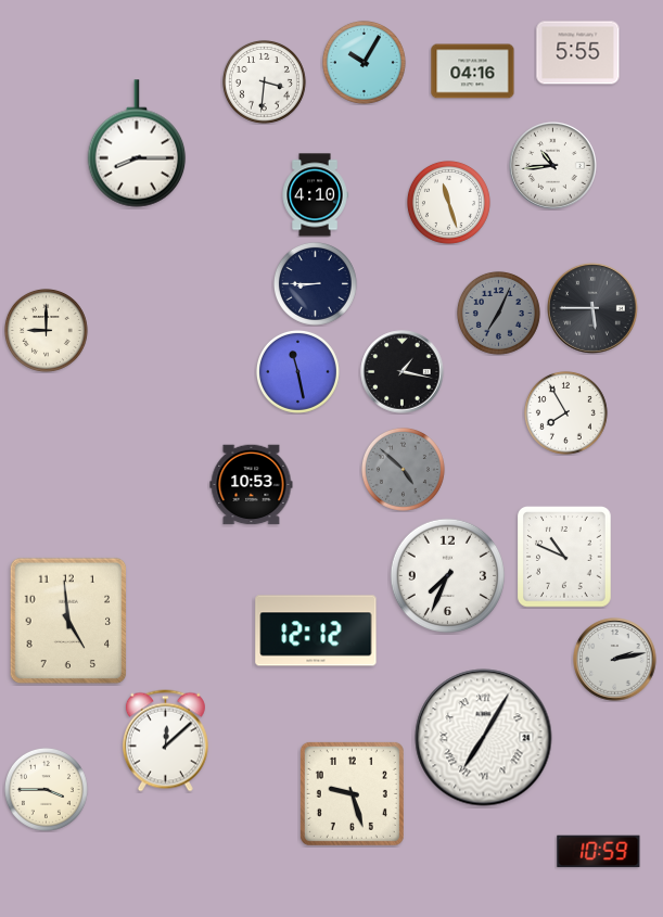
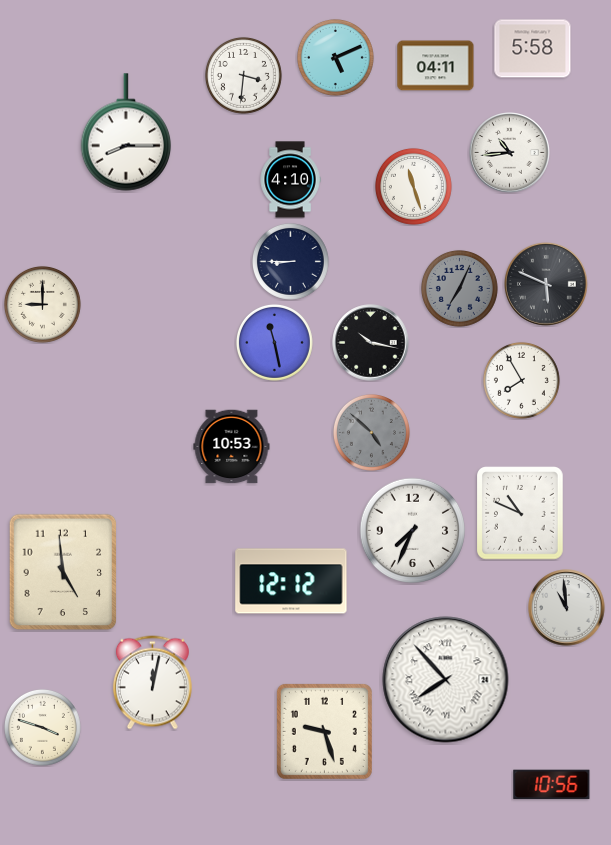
clock at (578, 53): 5:55 -> 5:58
clock at (364, 62): 10:05 -> 5:11
clock at (473, 72): 04:16 -> 04:11
clock at (592, 308): 5:45 -> 5:49
clock at (403, 372): 1:17 -> 10:17
clock at (615, 660): 2:13 -> 10:59
clock at (484, 738): 7:05 -> 7:53
clock at (165, 741): 12:08 -> 12:02
clock at (46, 789): 3:45 -> 3:48
clock at (599, 852): 10:59 -> 10:56
